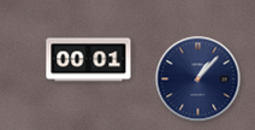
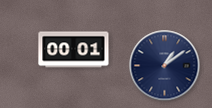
clock at (198, 79): 1:07 -> 1:09
